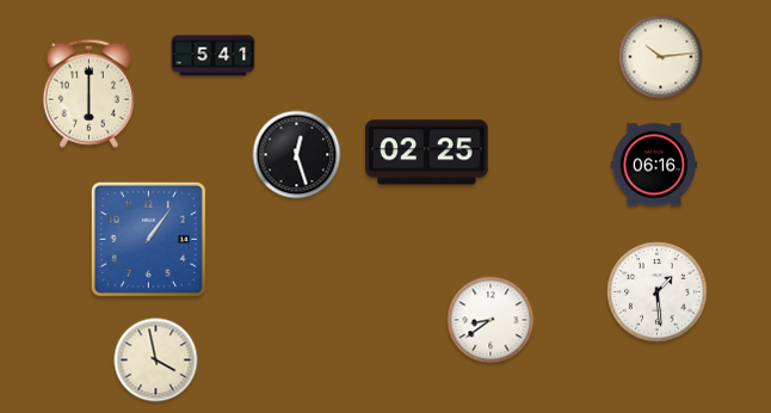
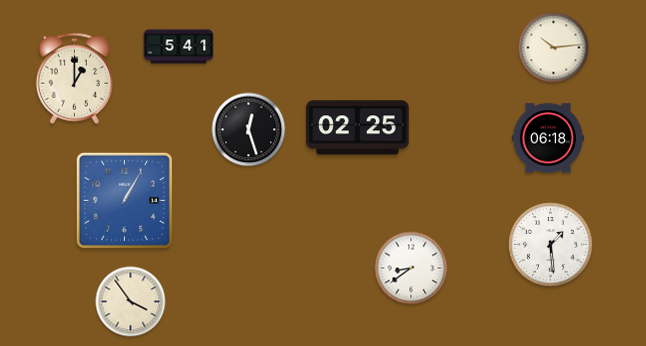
clock at (88, 93): 6:00 -> 1:00
clock at (653, 165): 06:16 -> 06:18
clock at (148, 239): 1:06 -> 1:05
clock at (156, 360): 3:58 -> 3:54
